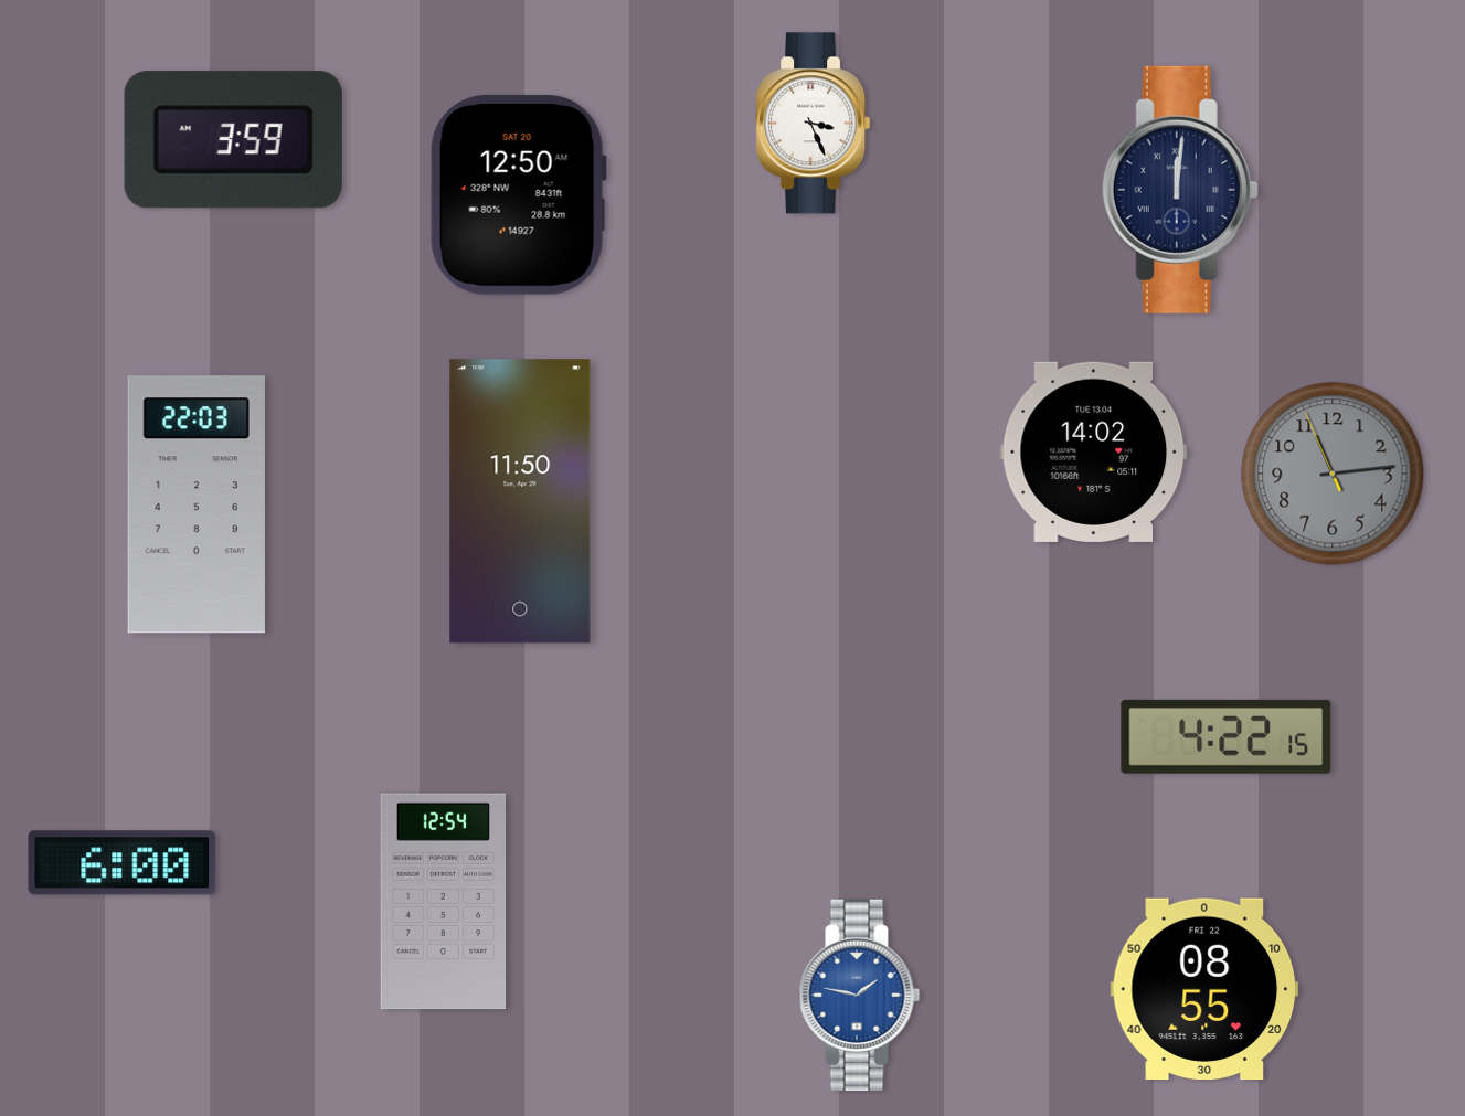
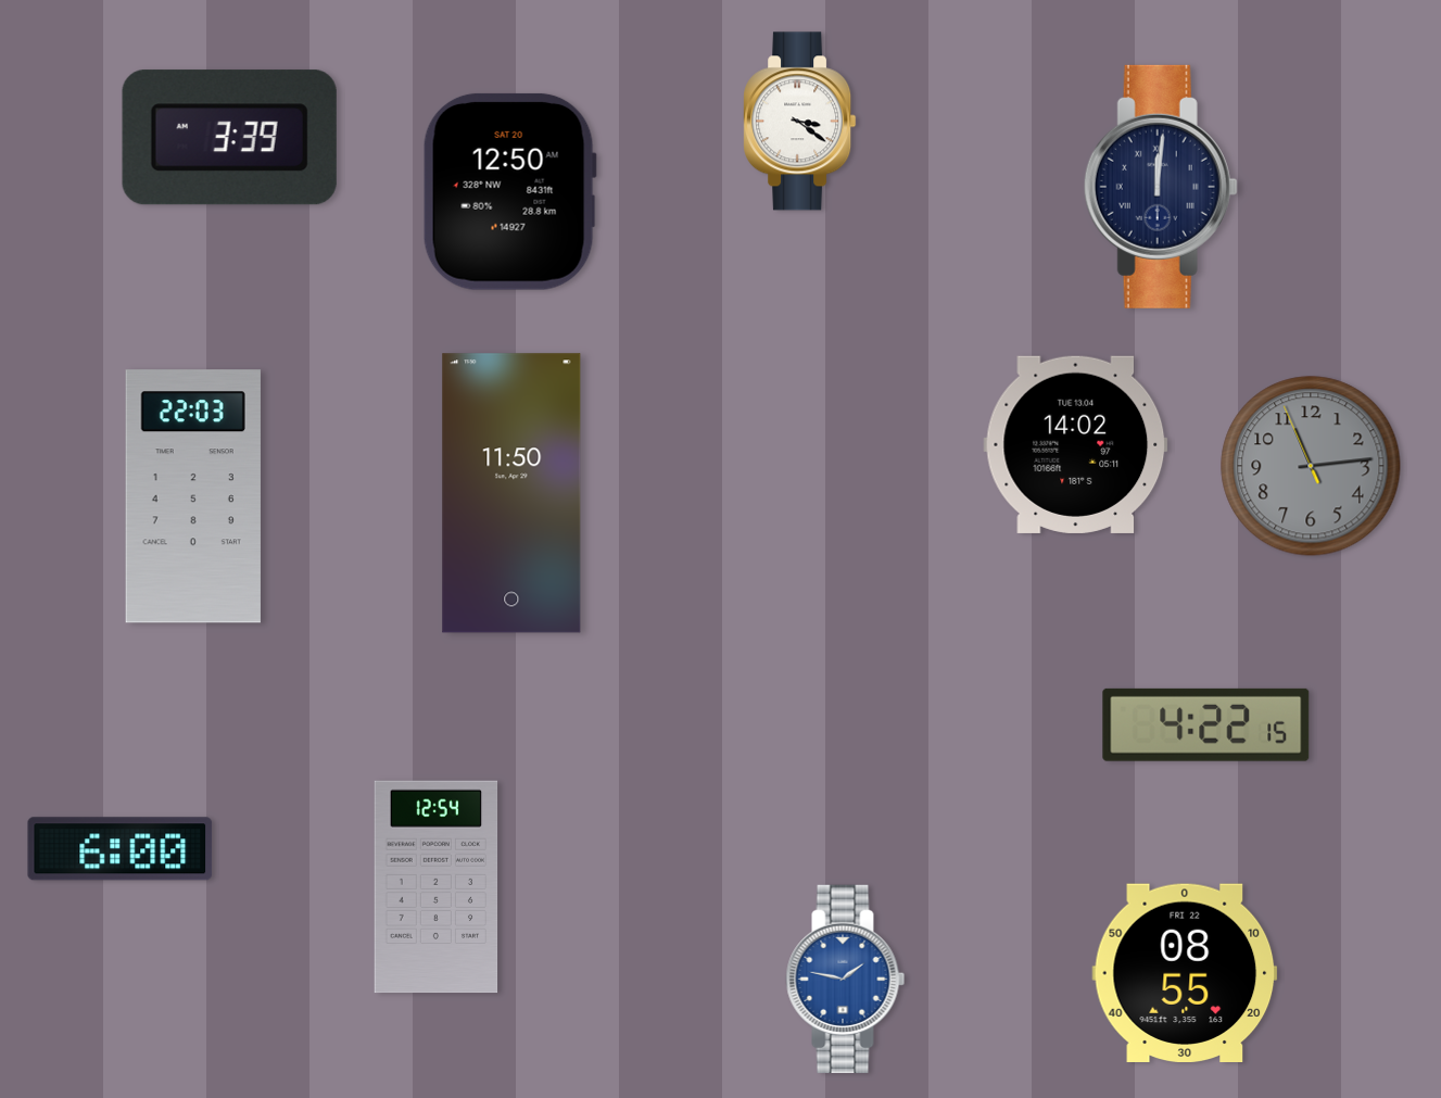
clock at (814, 124): 3:26 -> 3:21
clock at (233, 140): 3:59 -> 3:39
